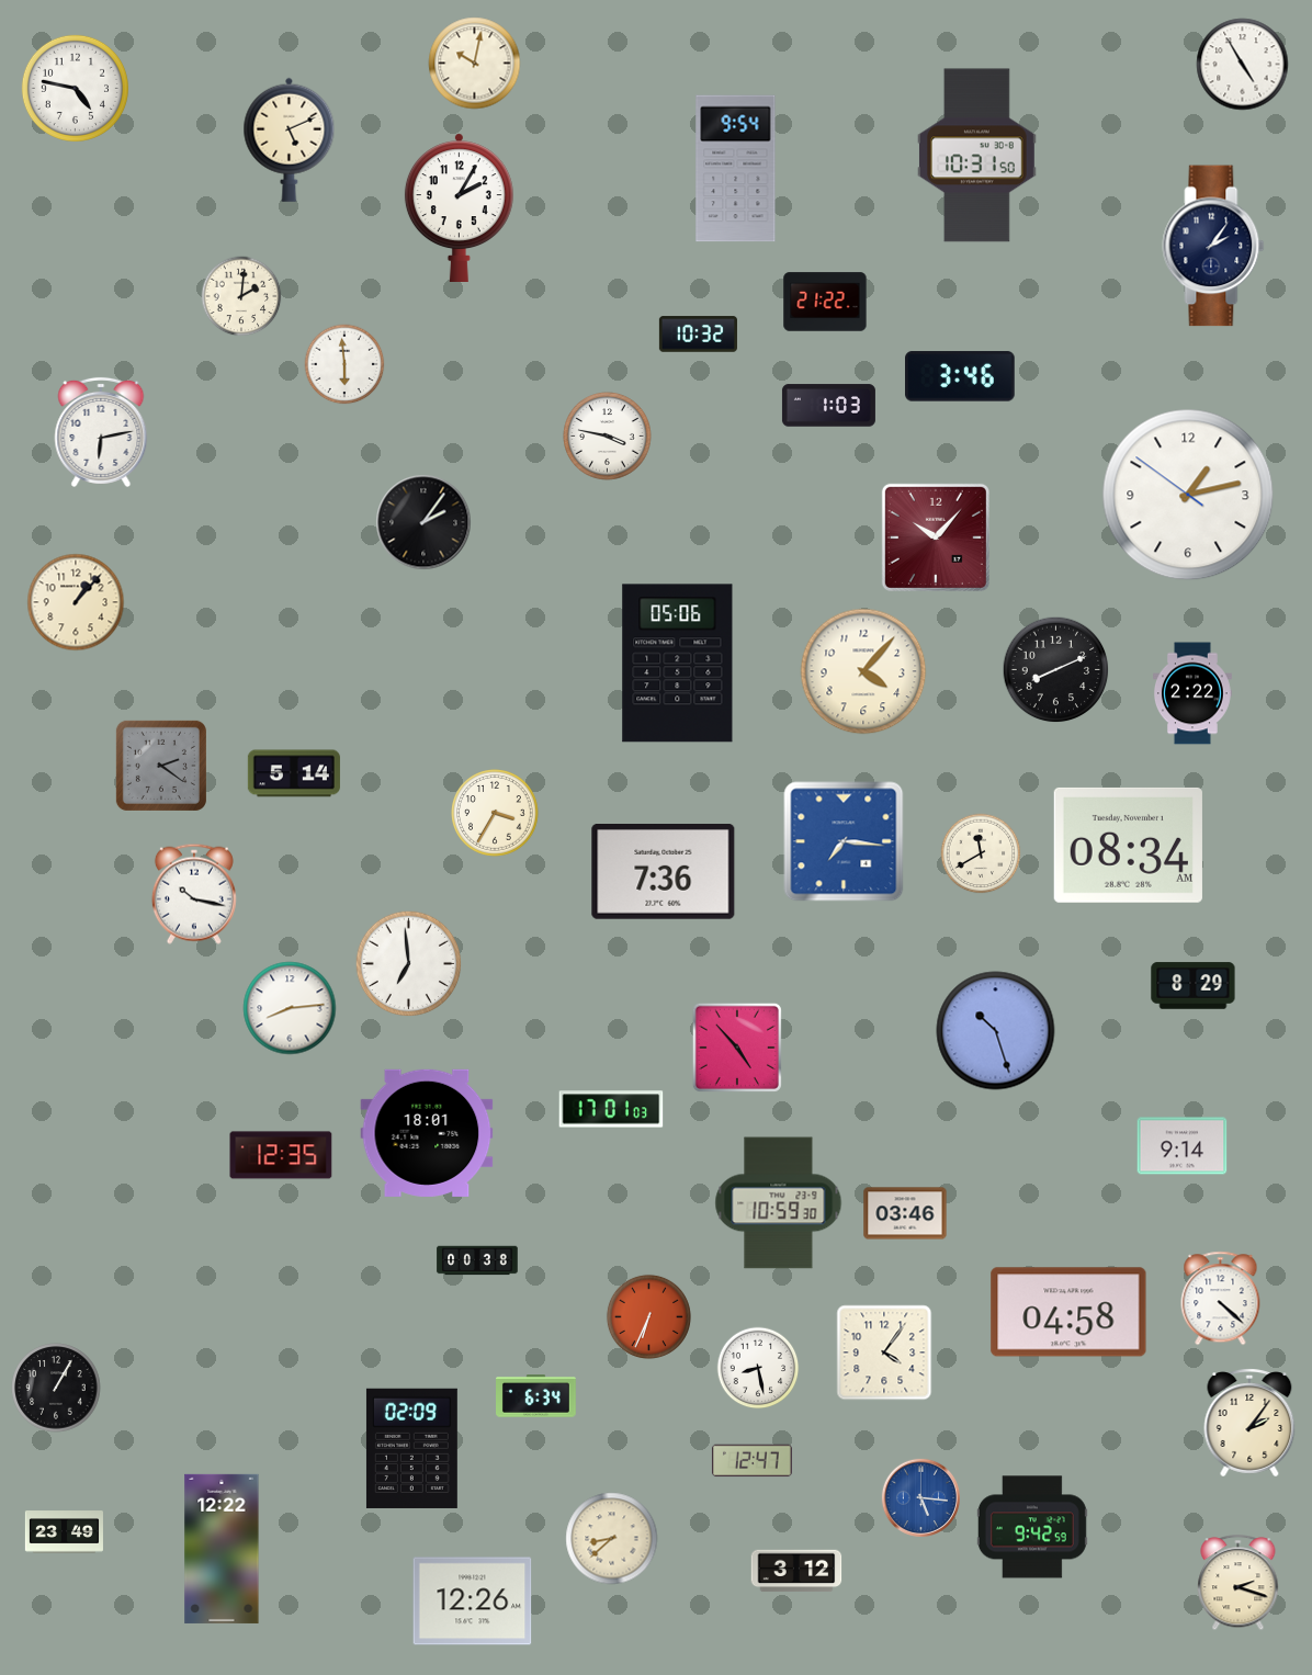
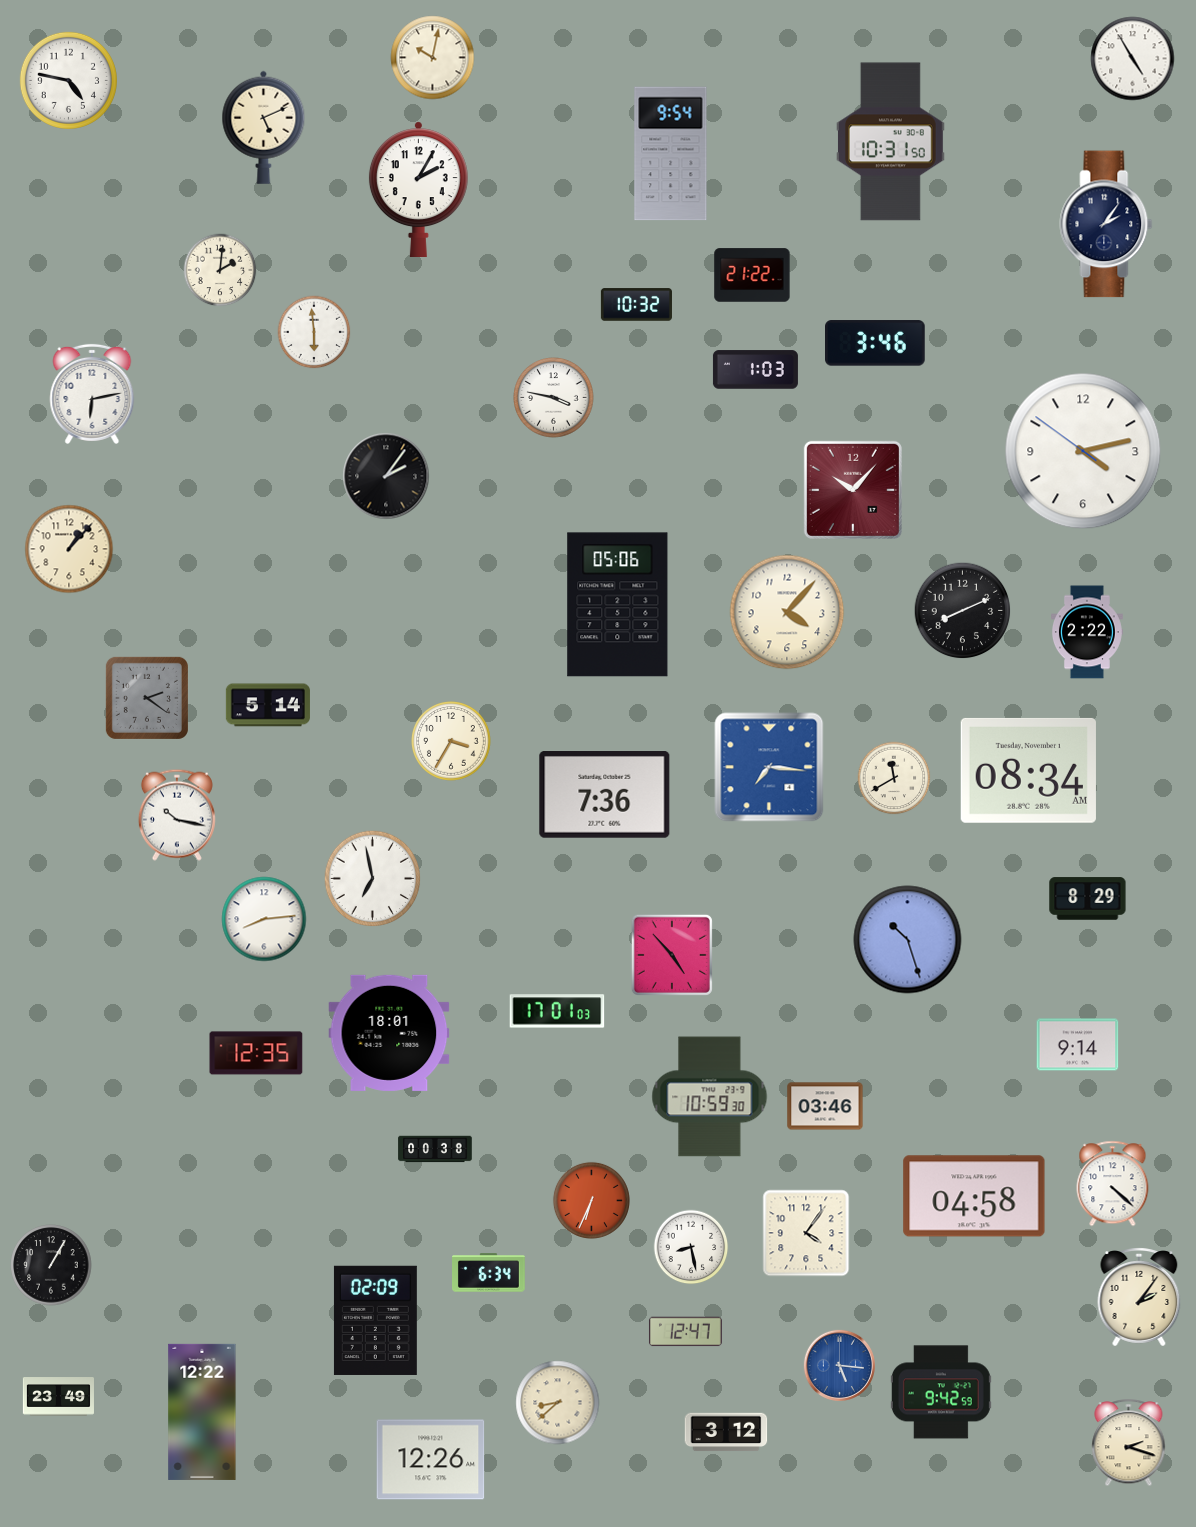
clock at (1188, 495): 1:12 -> 4:12
clock at (409, 964): 6:59 -> 6:58
